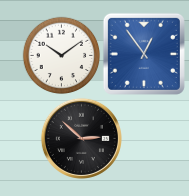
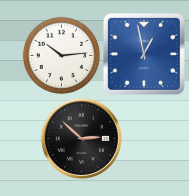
clock at (144, 54): 12:54 -> 12:58
clock at (61, 55): 10:09 -> 10:14
